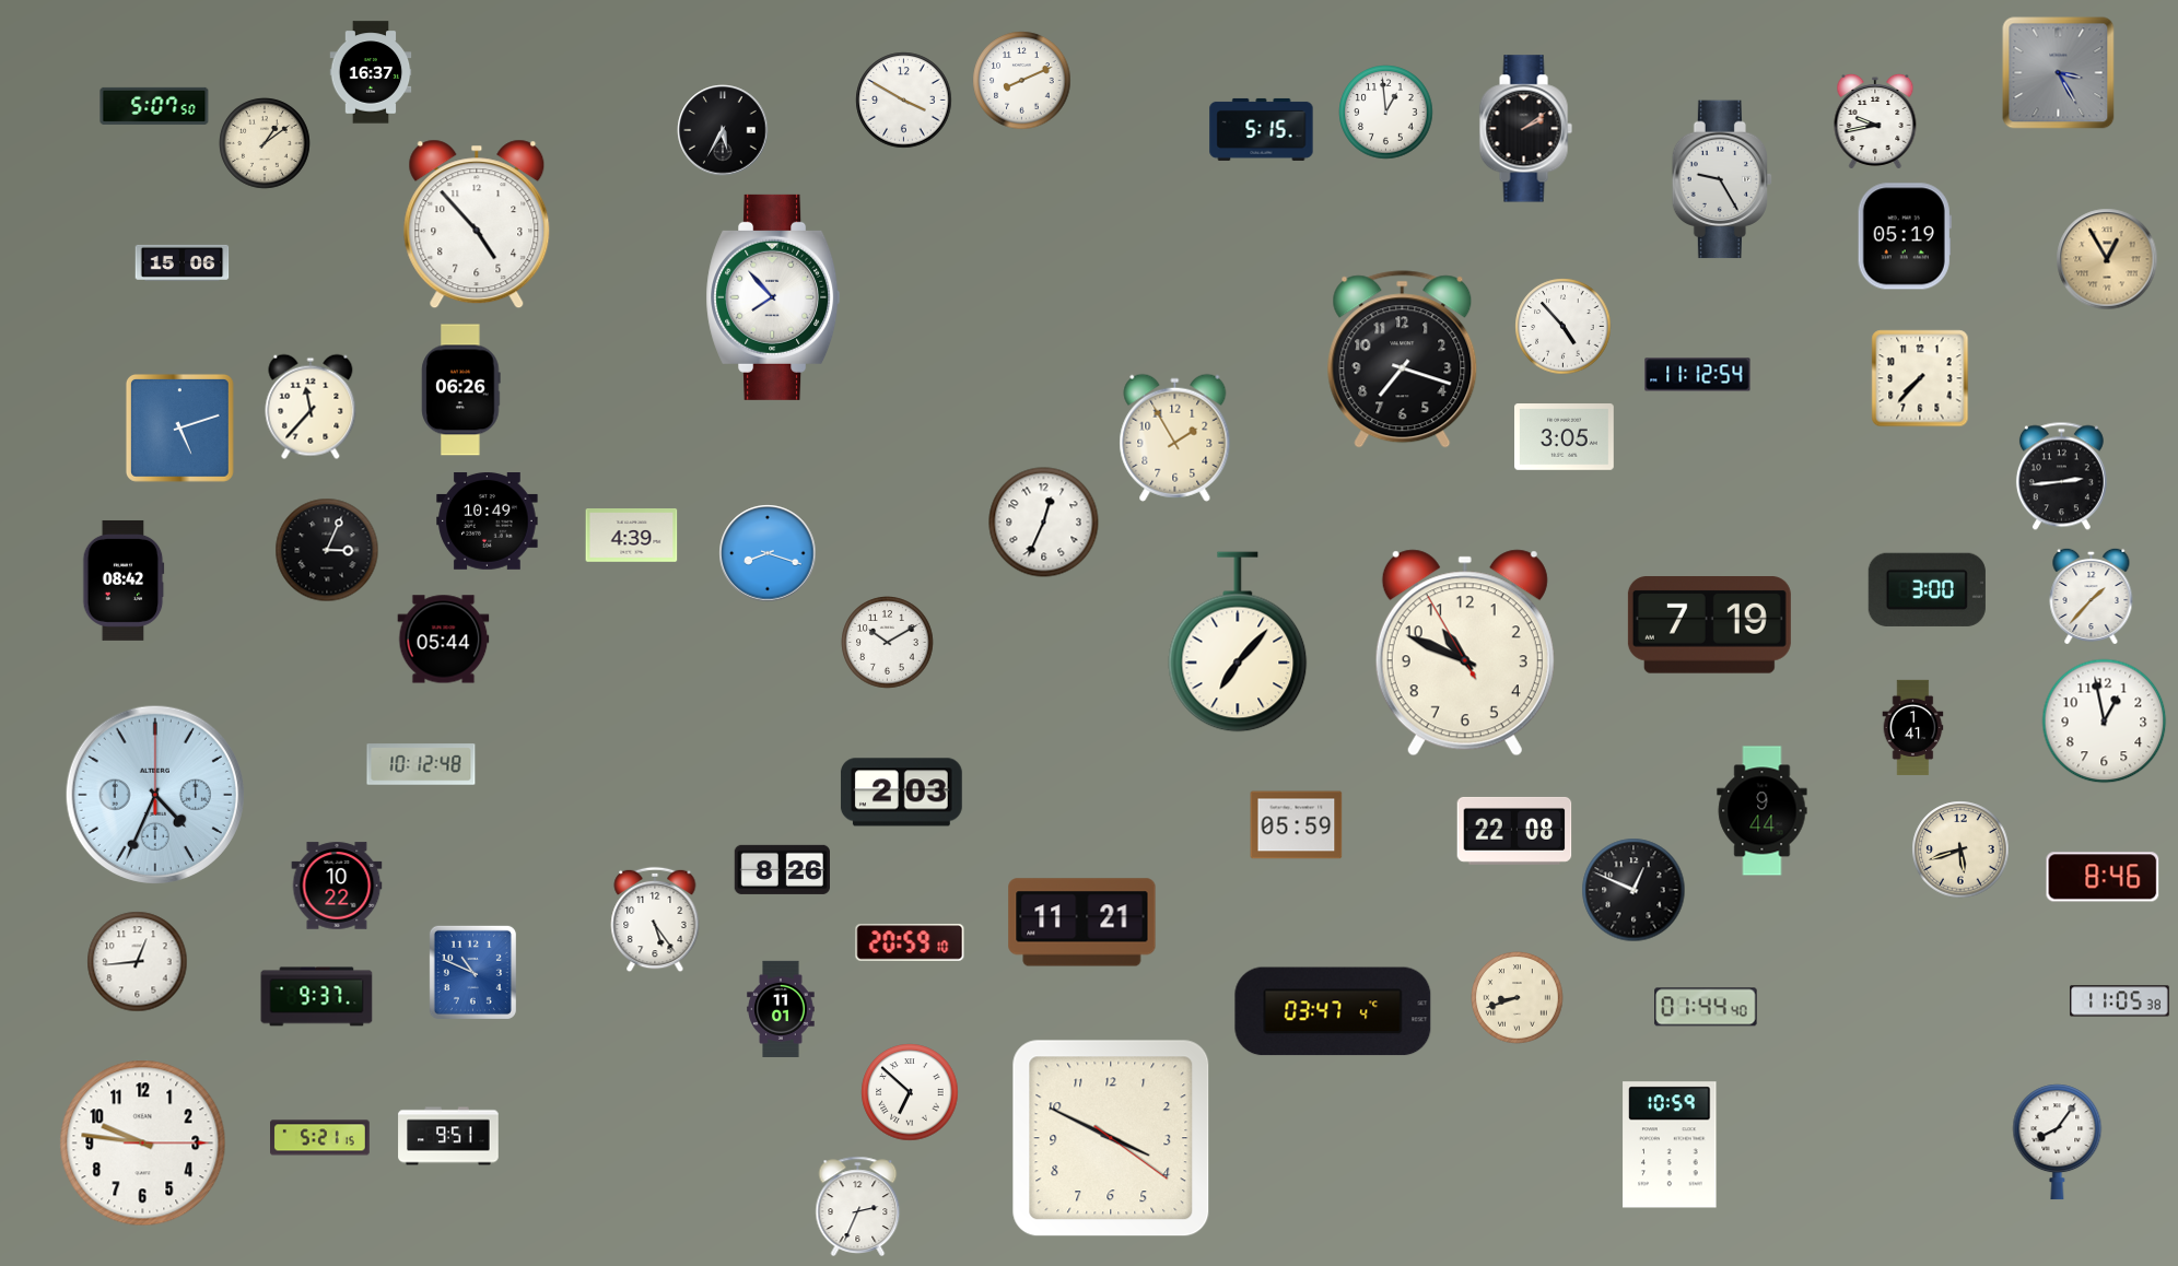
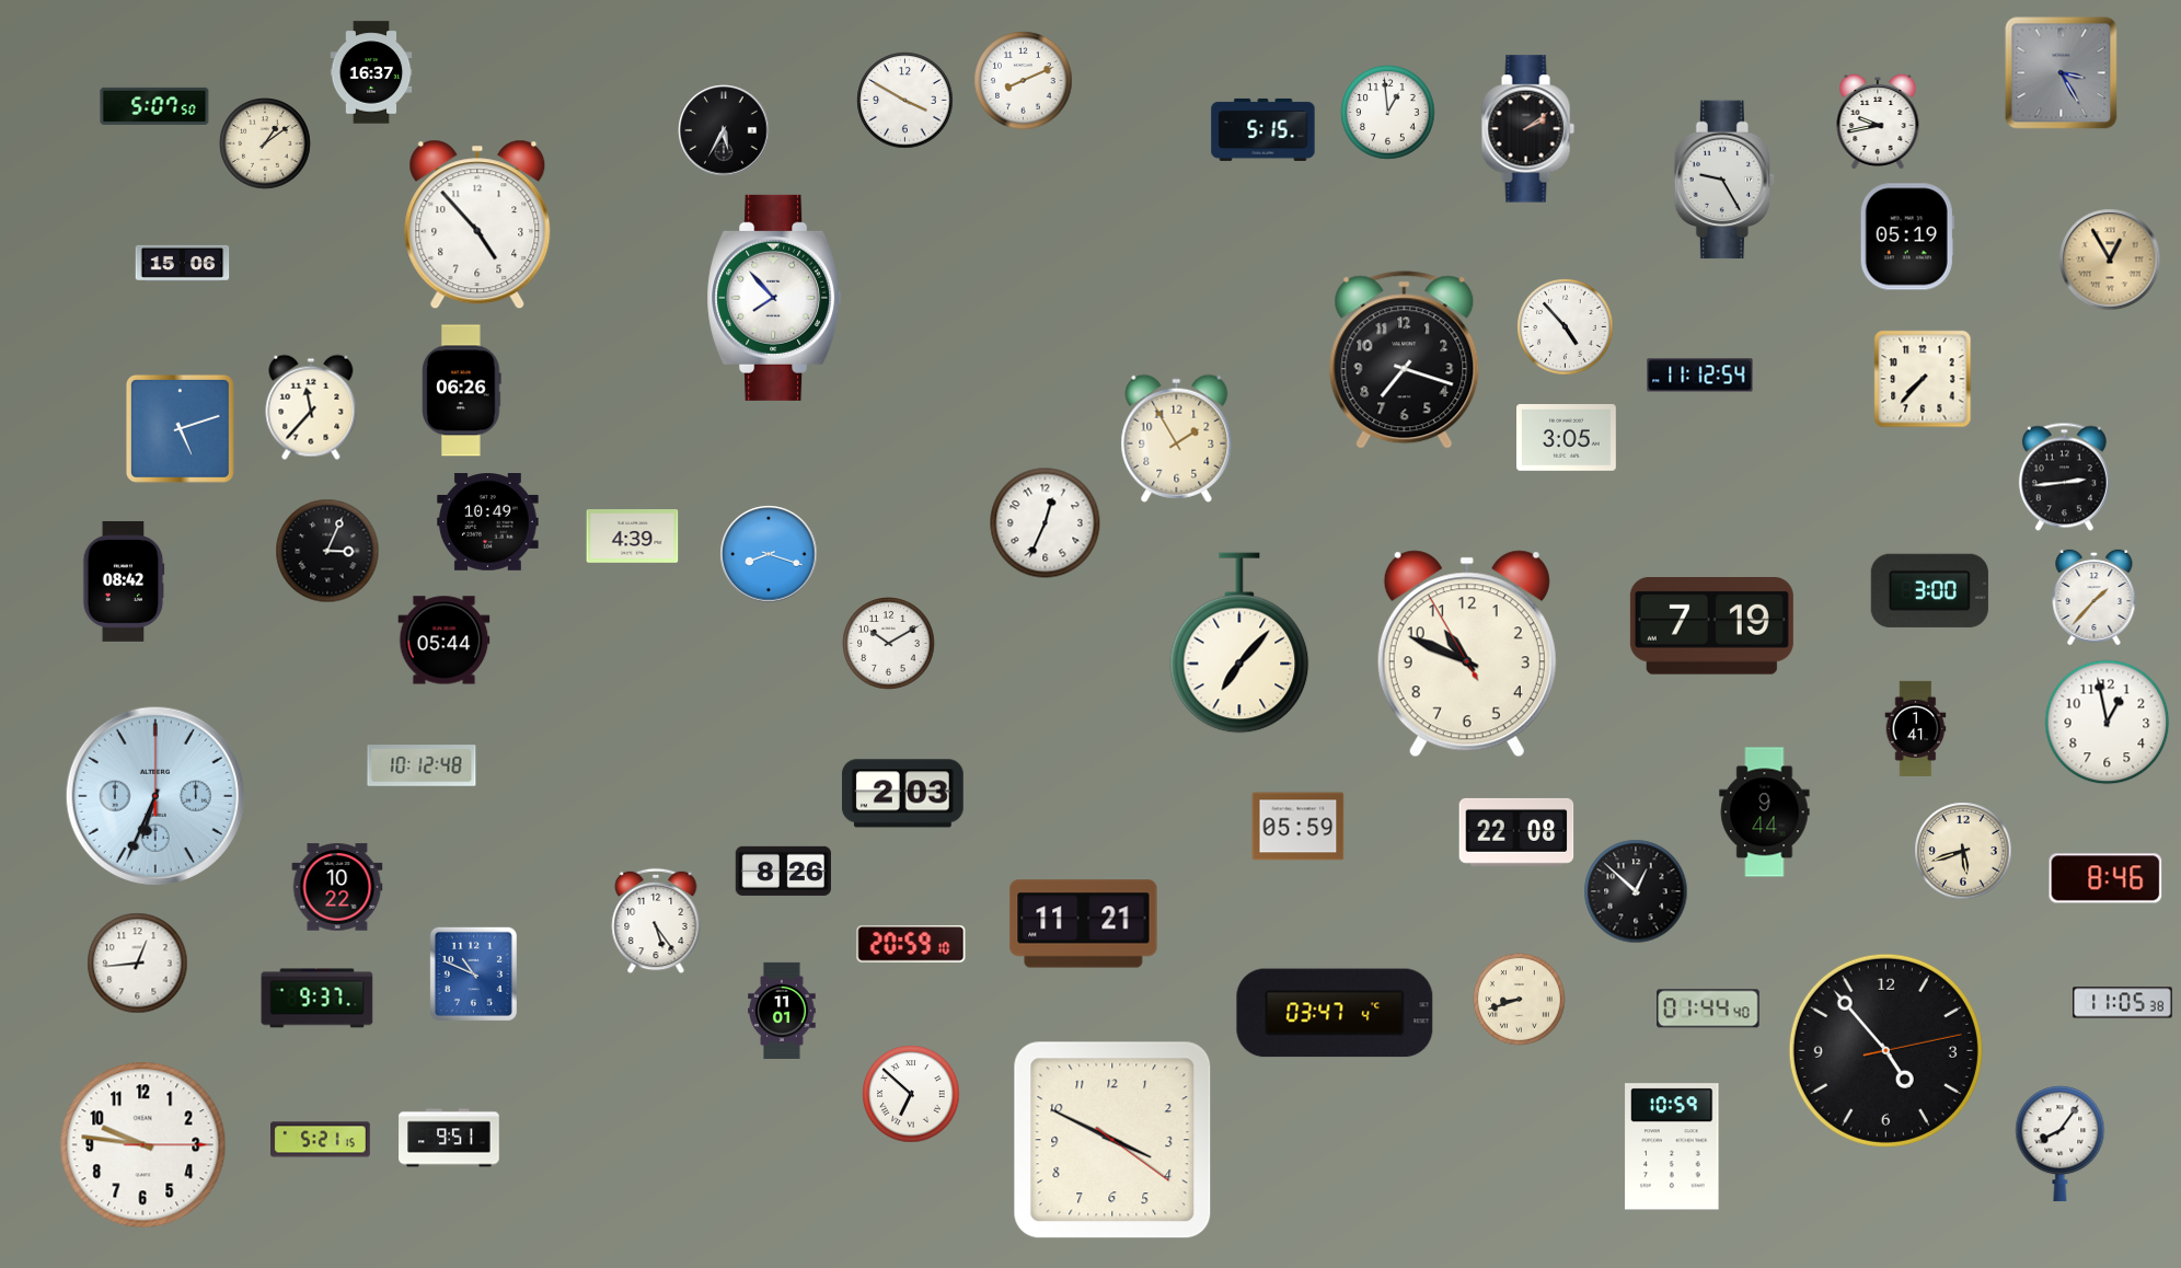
clock at (155, 795): 4:34 -> 6:34
clock at (1633, 890): 12:49 -> 12:52
clock at (1885, 1050): none -> 4:53
clock at (858, 1206): 2:34 -> none
